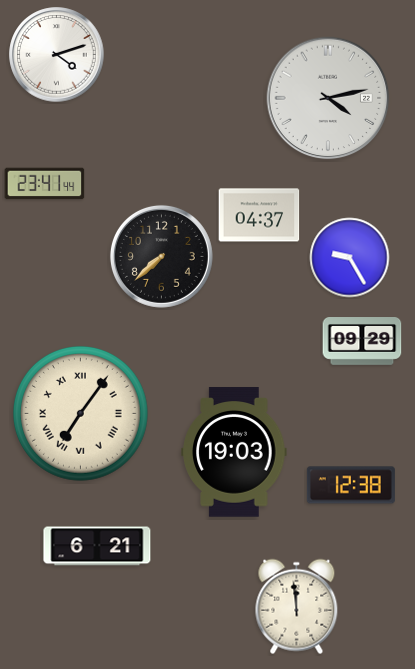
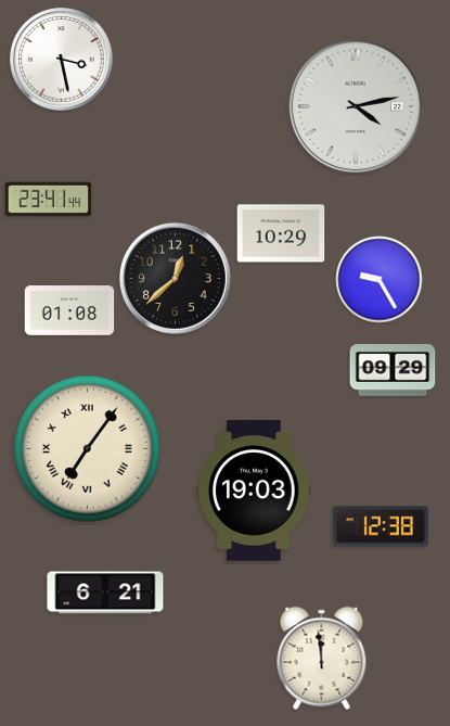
clock at (57, 55): 4:12 -> 3:28
clock at (259, 215): 04:37 -> 10:29
clock at (161, 256): 7:38 -> 12:38
clock at (69, 310): none -> 01:08
